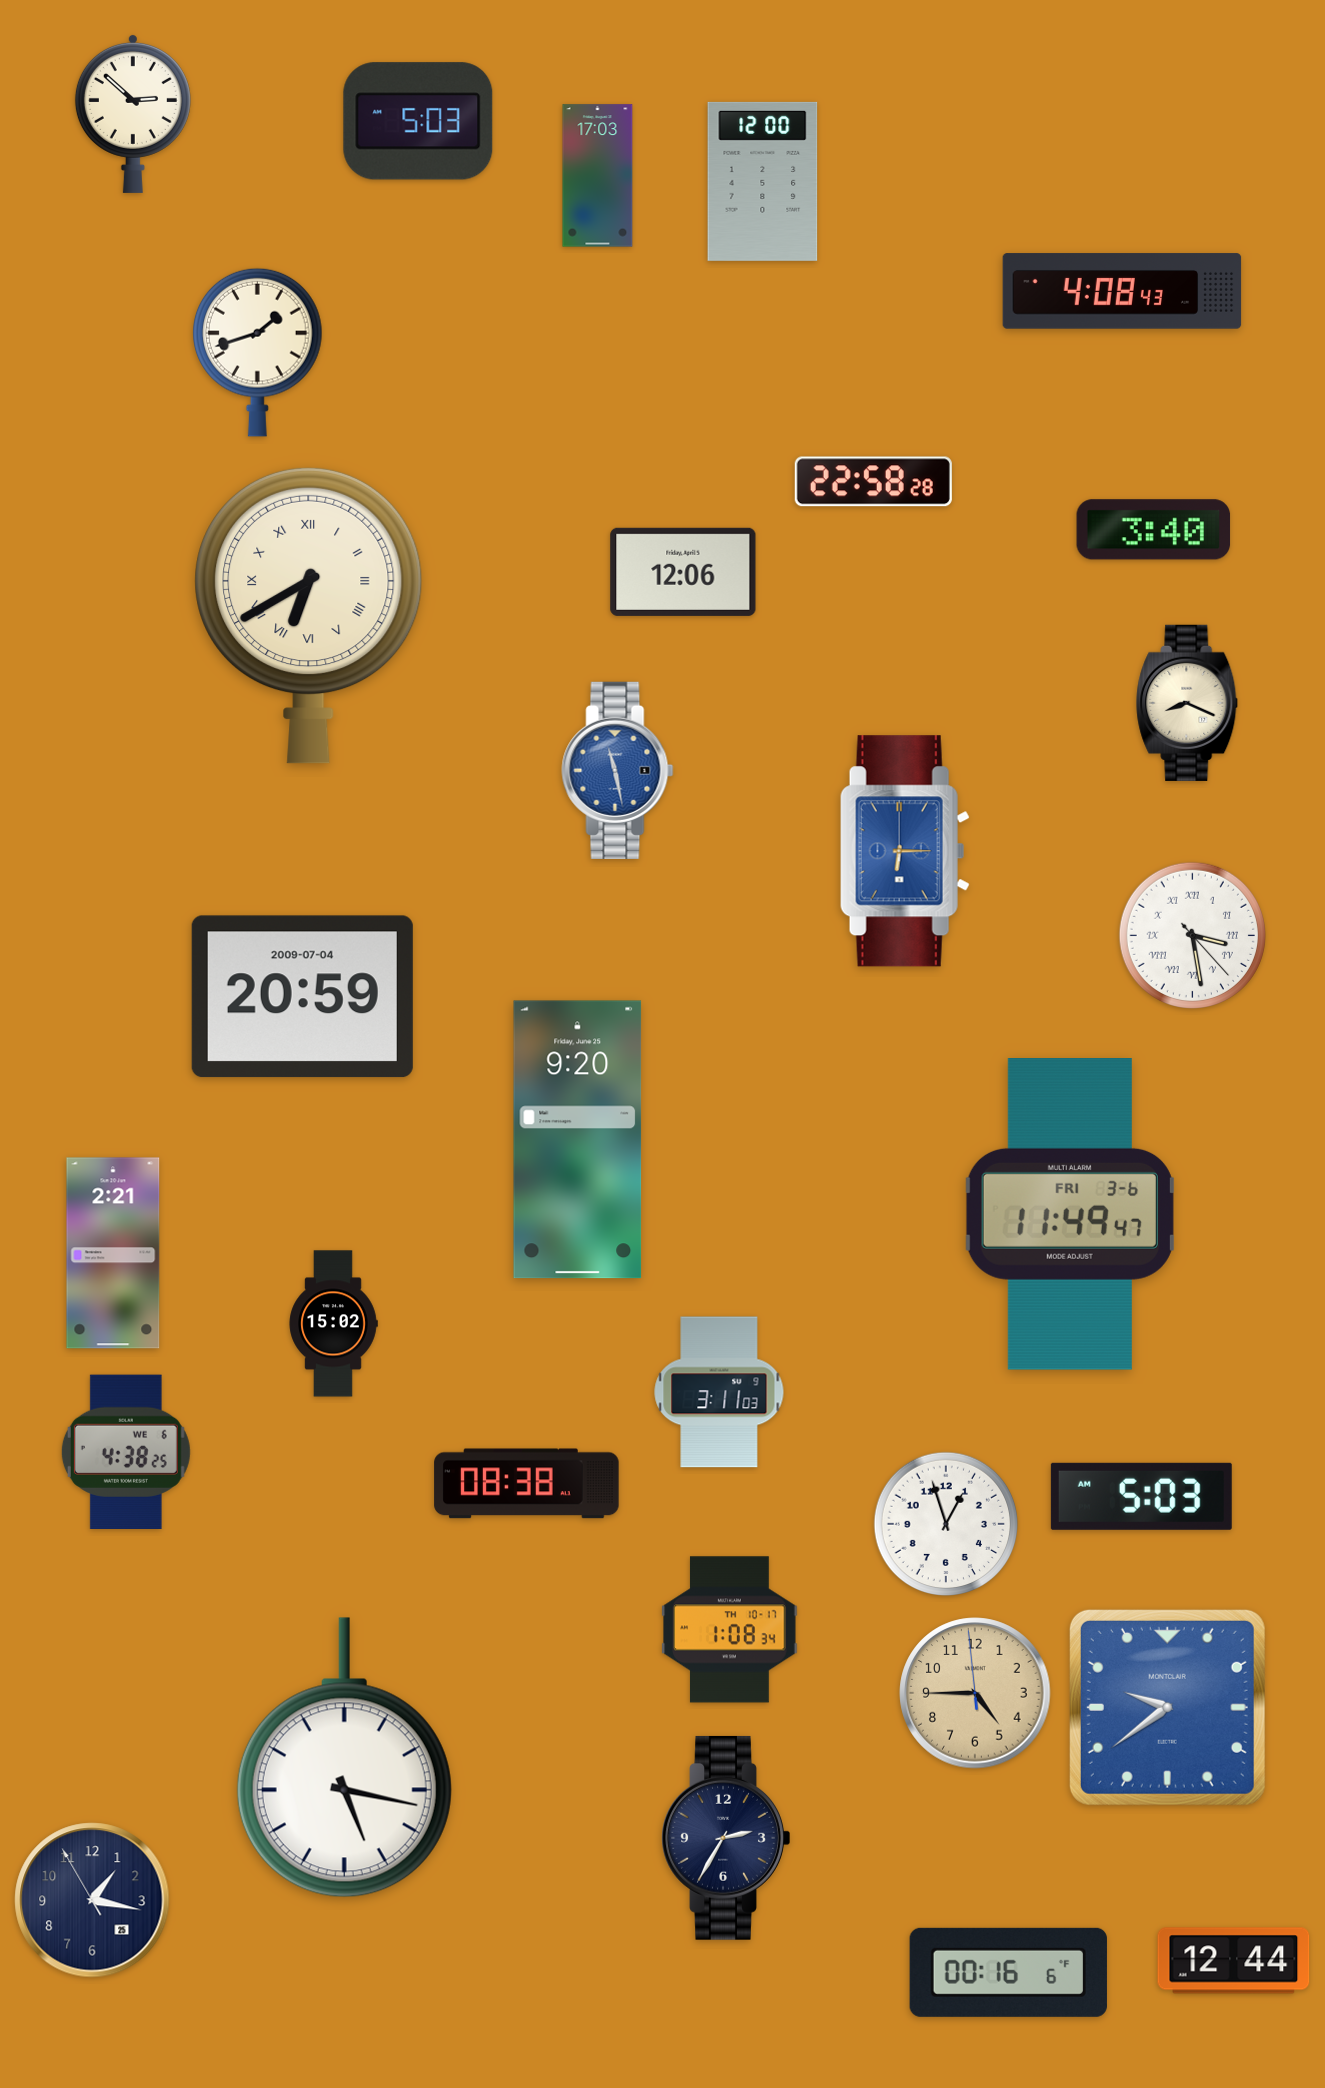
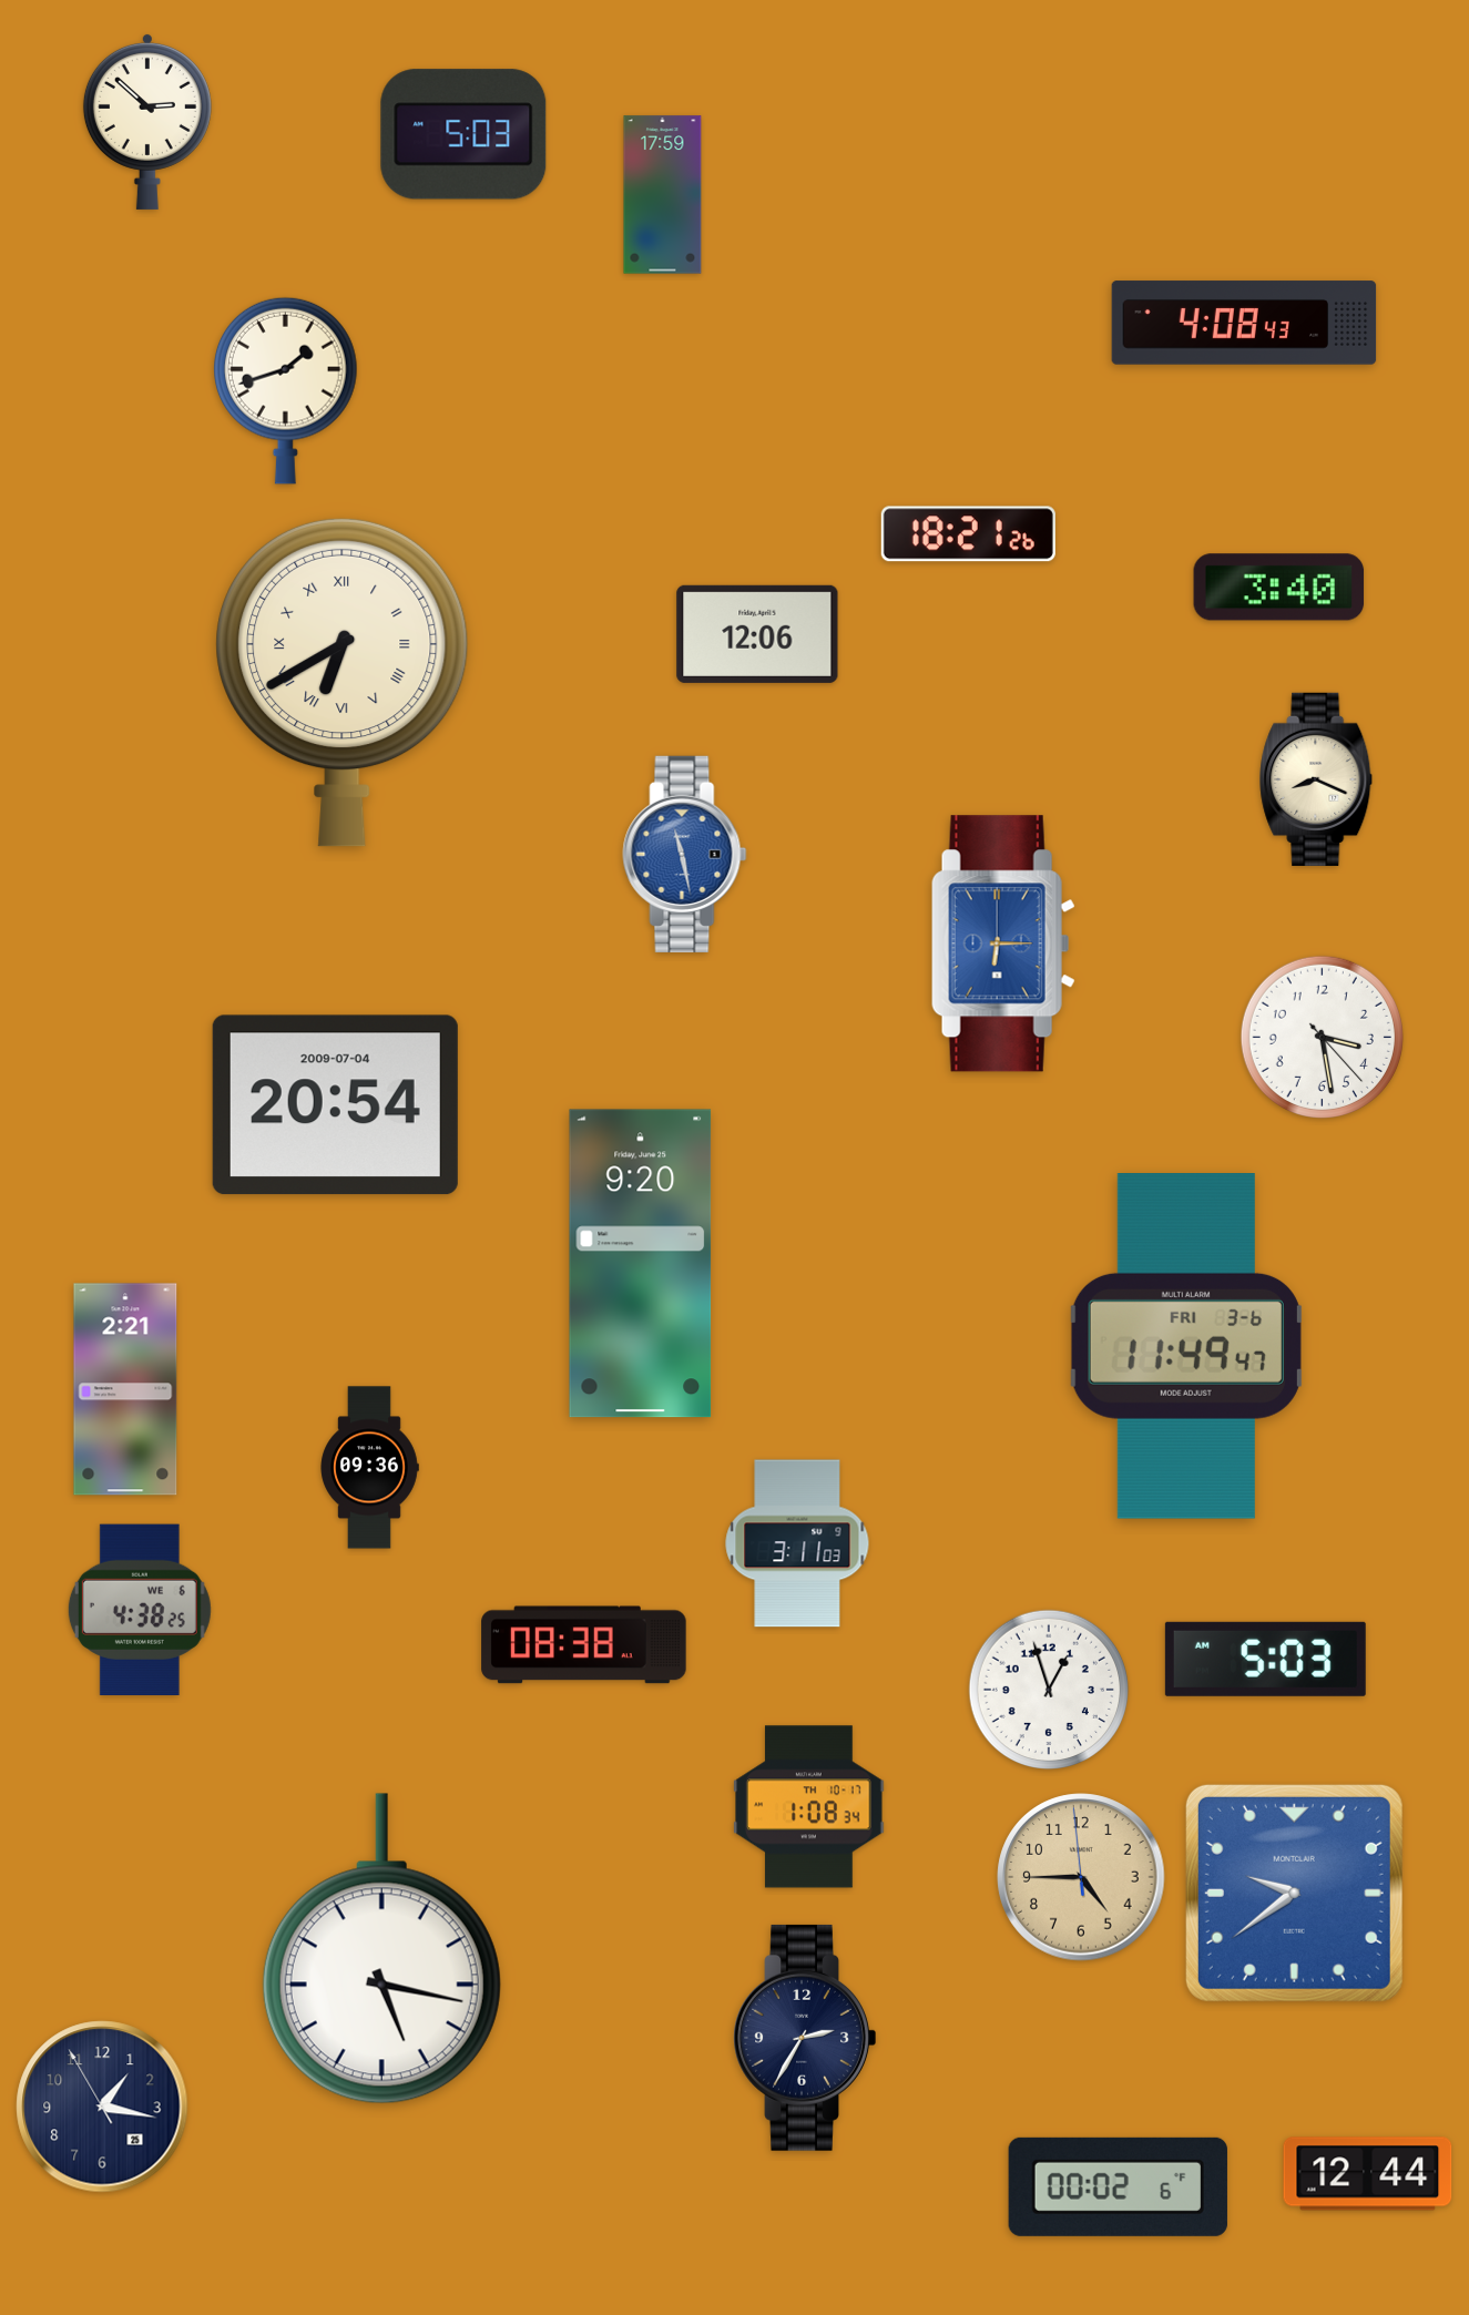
clock at (133, 113) position: (133, 113) -> (147, 121)
clock at (598, 176): 17:03 -> 17:59
clock at (763, 181): 12:00 -> none
clock at (873, 482): 22:58 -> 18:21
clock at (1192, 935) numerals: Roman -> Arabic
clock at (302, 997): 20:59 -> 20:54
clock at (333, 1324): 15:02 -> 09:36
clock at (1008, 1972): 00:16 -> 00:02
